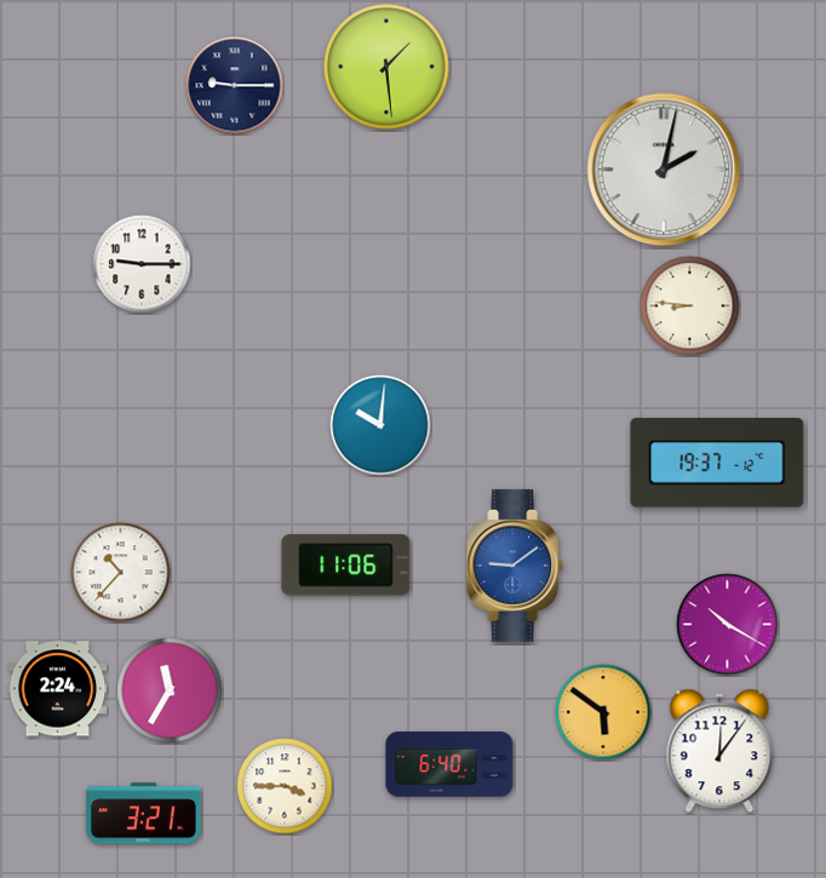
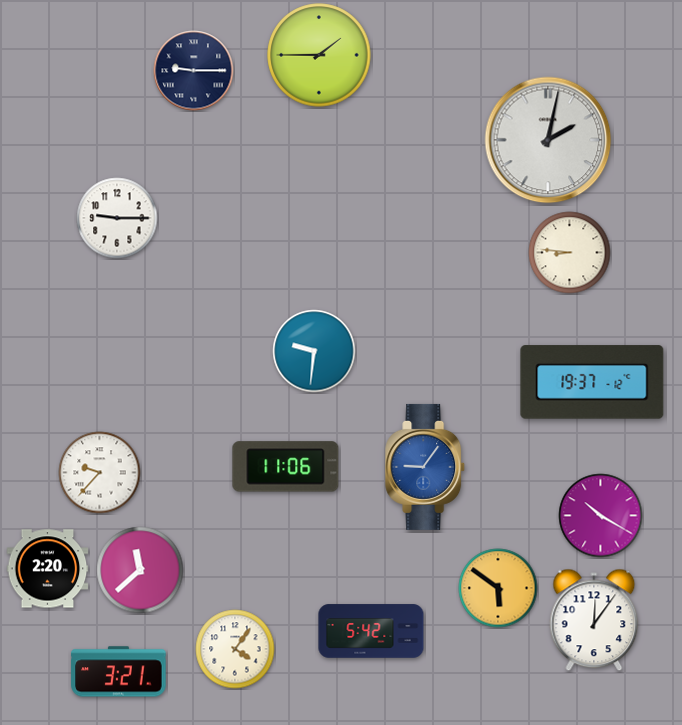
clock at (386, 67): 1:29 -> 1:45
clock at (380, 425): 10:01 -> 9:31
clock at (516, 566): 9:09 -> 9:06
clock at (121, 573): 10:37 -> 9:37
clock at (58, 689): 2:24 -> 2:20
clock at (170, 690): 11:35 -> 11:38
clock at (449, 764): 6:40 -> 5:42
clock at (285, 786): 3:45 -> 4:06
